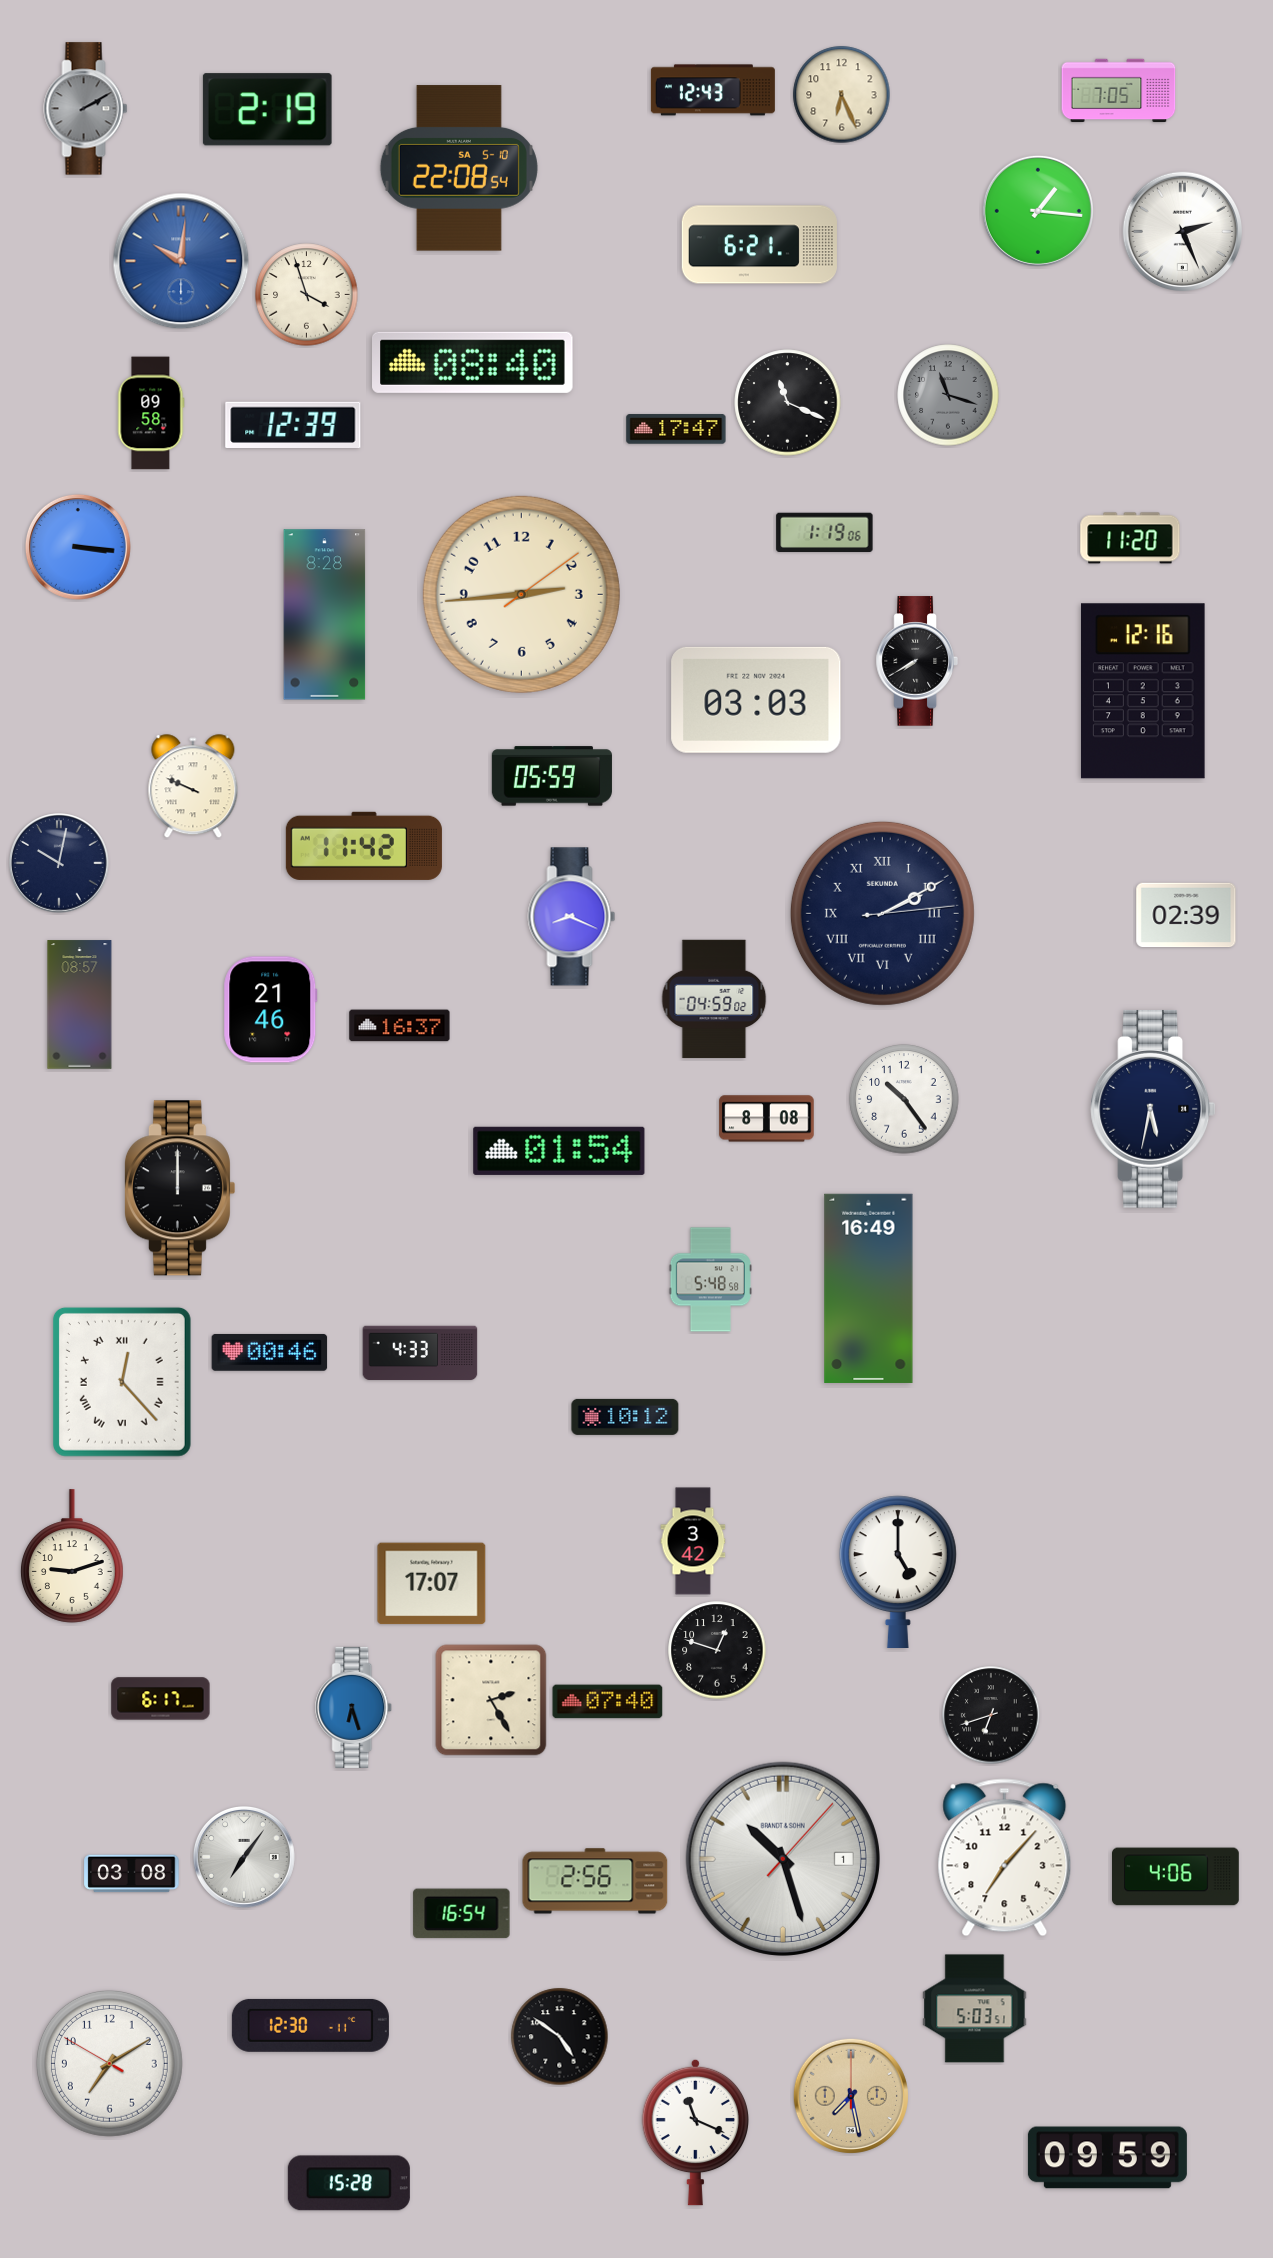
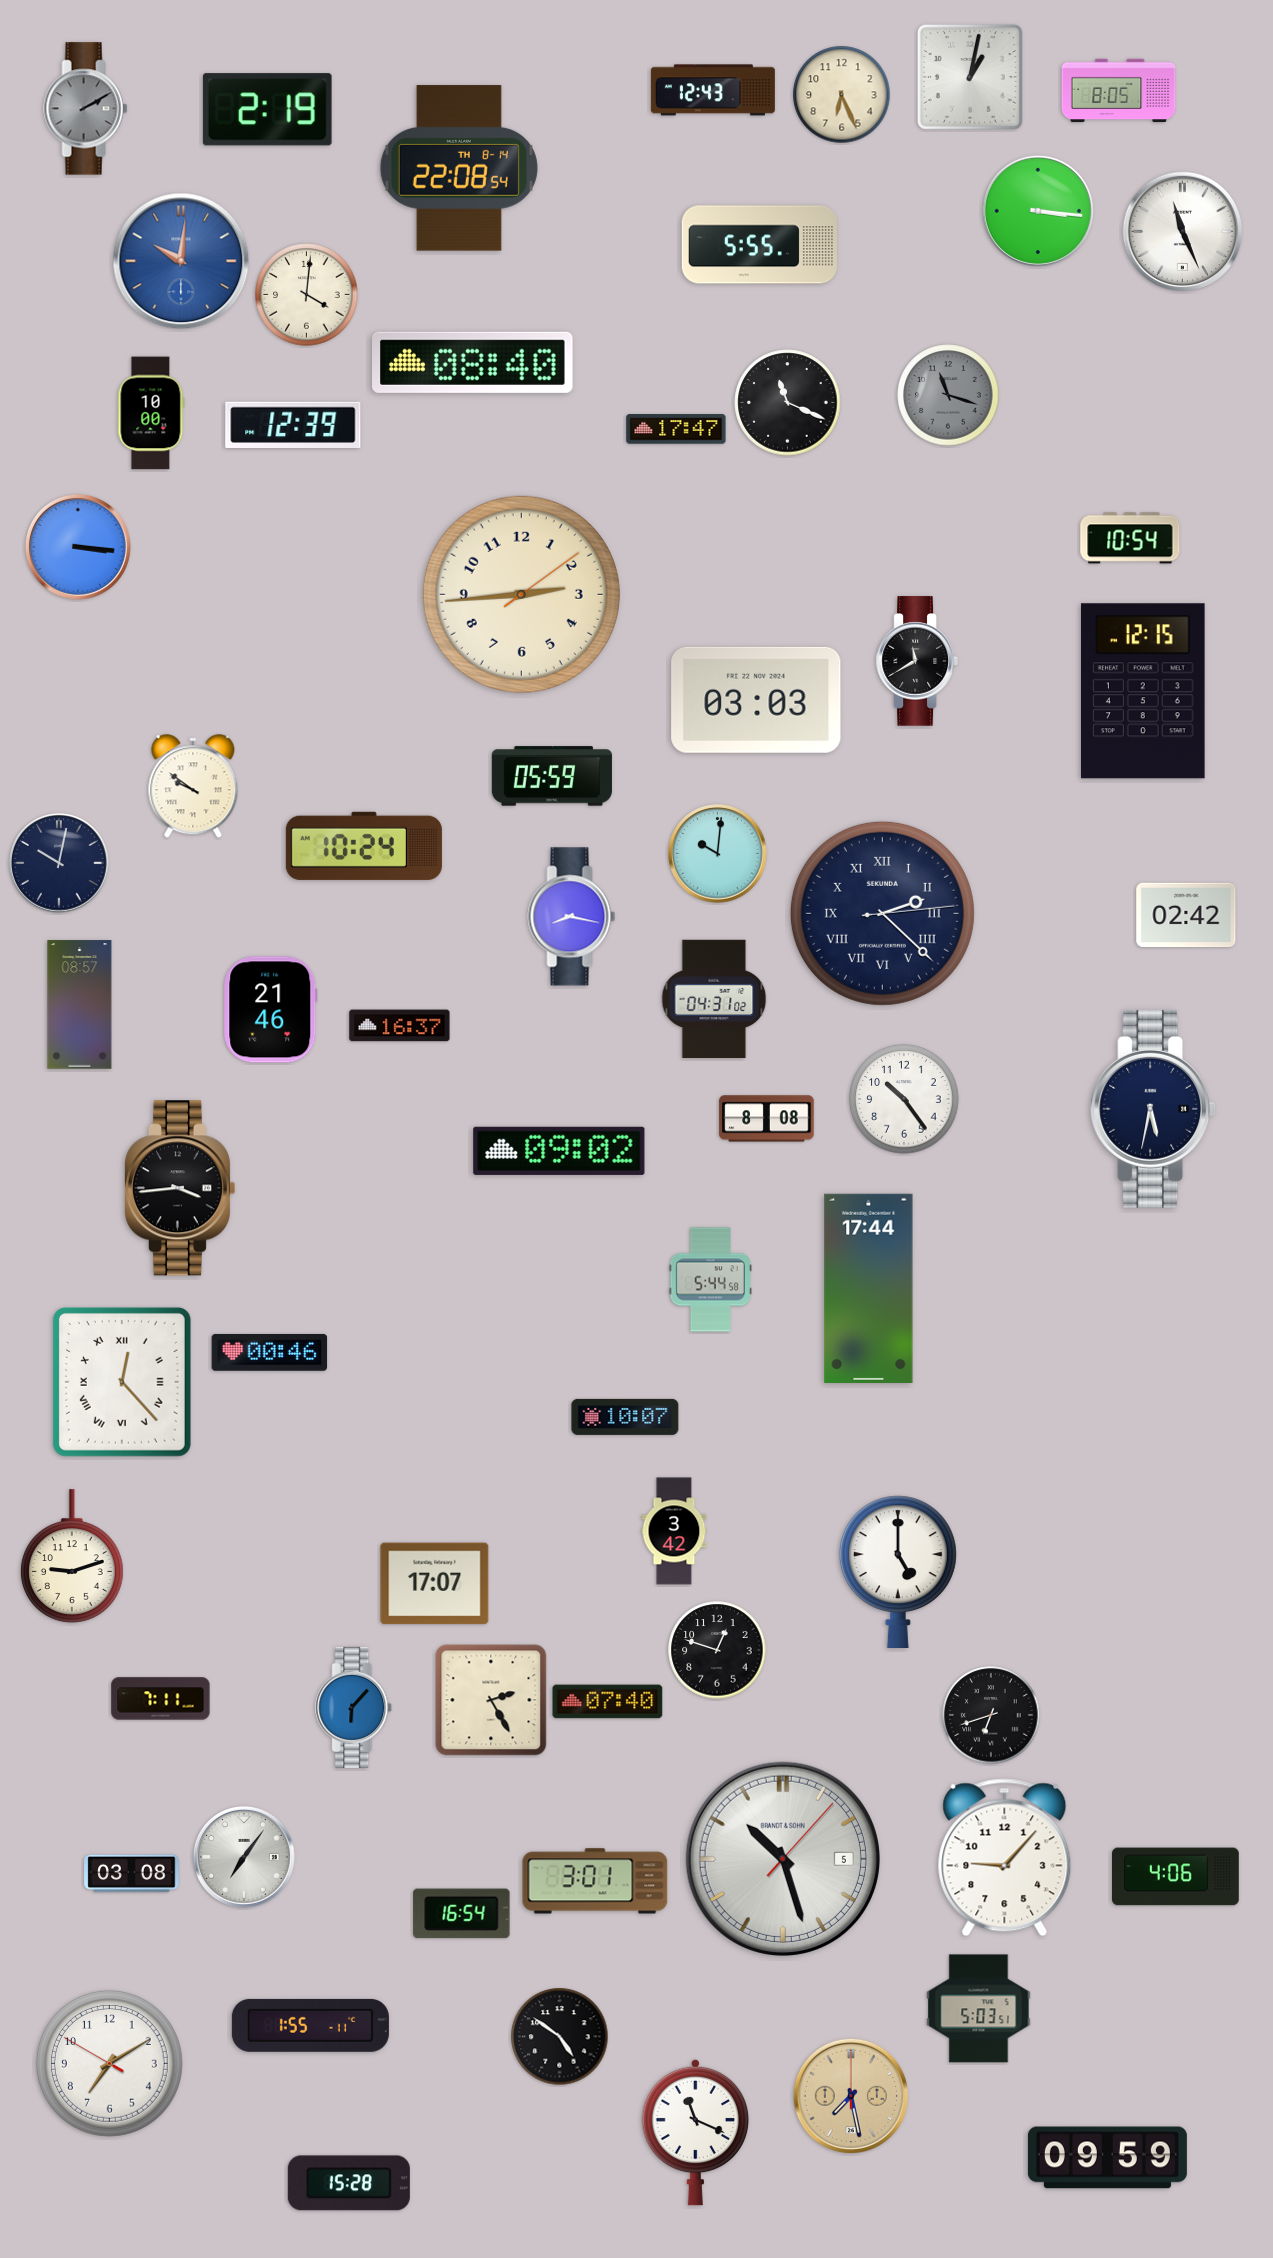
clock at (970, 77): none -> 1:02
clock at (1119, 91): 7:05 -> 8:05
clock at (459, 168) date: SA 5-10 -> TH 8-14
clock at (1038, 211): 1:16 -> 3:16
clock at (1182, 231): 2:26 -> 11:26
clock at (759, 245): 6:21 -> 5:55
clock at (307, 295): 3:57 -> 4:01
clock at (151, 413): 09:58 -> 10:00
clock at (825, 532): 1:19 -> none
clock at (1130, 538): 11:20 -> 10:54
clock at (325, 615): 8:28 -> none
clock at (917, 661): 7:40 -> 11:40
clock at (1143, 691): 12:16 -> 12:15
clock at (193, 787): 9:49 -> 9:51
clock at (364, 846): 11:42 -> 10:24
clock at (718, 854): none -> 10:01
clock at (882, 913): 2:10 -> 2:22
clock at (1186, 915): 02:39 -> 02:42
clock at (572, 917): 8:19 -> 8:17
clock at (714, 999): 04:59 -> 04:31
clock at (559, 1151): 01:54 -> 09:02
clock at (179, 1188): 12:00 -> 3:44
clock at (710, 1280): 5:48 -> 5:44
clock at (869, 1288): 16:49 -> 17:44
clock at (420, 1353): 4:33 -> none
clock at (625, 1417): 10:12 -> 10:07
clock at (693, 1541) position: (693, 1541) -> (674, 1531)
clock at (432, 1584) position: (432, 1584) -> (435, 1584)
clock at (161, 1699): 6:17 -> 7:11
clock at (354, 1707): 6:27 -> 6:07
clock at (1005, 1858): 7:07 -> 9:07
clock at (783, 1859) date: 1 -> 5
clock at (595, 1881): 2:56 -> 3:01
clock at (975, 2009) position: (975, 2009) -> (979, 2009)
clock at (310, 2025): 12:30 -> 1:55
